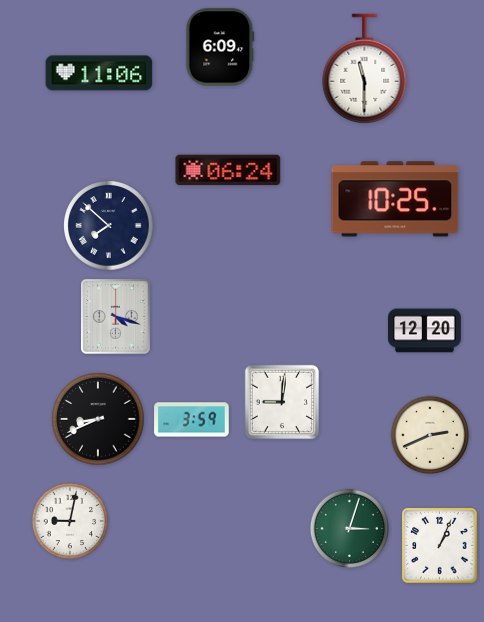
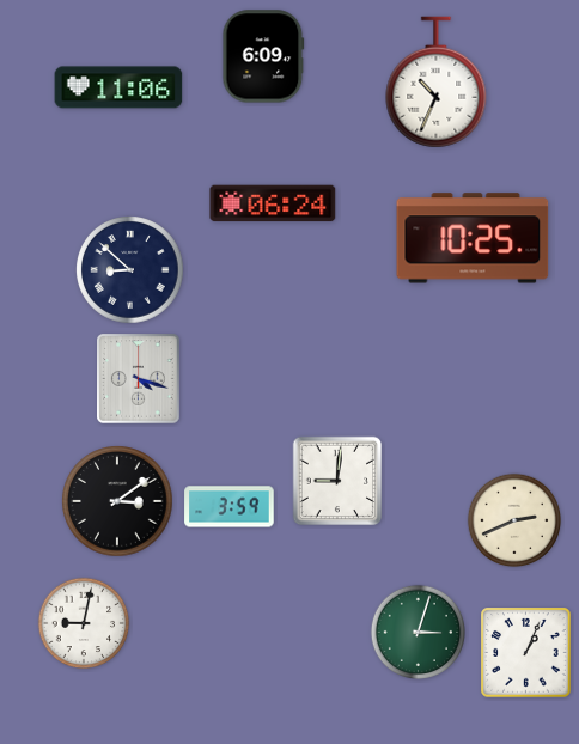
clock at (365, 69): 11:30 -> 10:34
clock at (109, 226): 7:52 -> 8:52
clock at (425, 331): 12:20 -> none
clock at (98, 419): 8:41 -> 3:09
clock at (192, 420) position: (192, 420) -> (230, 507)
